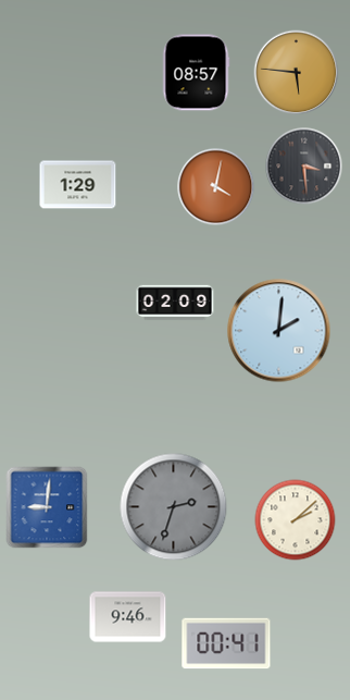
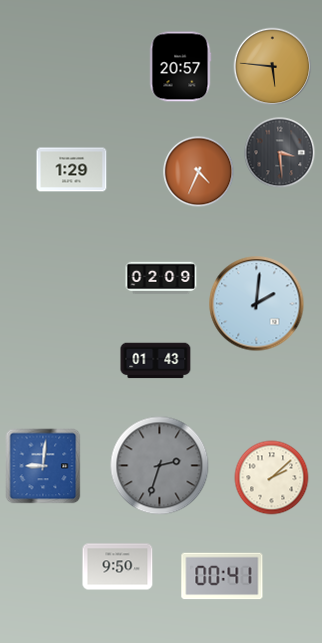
clock at (196, 73): 08:57 -> 20:57
clock at (216, 187): 4:02 -> 4:34
clock at (156, 361): none -> 01:43
clock at (128, 617): 9:46 -> 9:50
clock at (226, 643) position: (226, 643) -> (222, 576)
